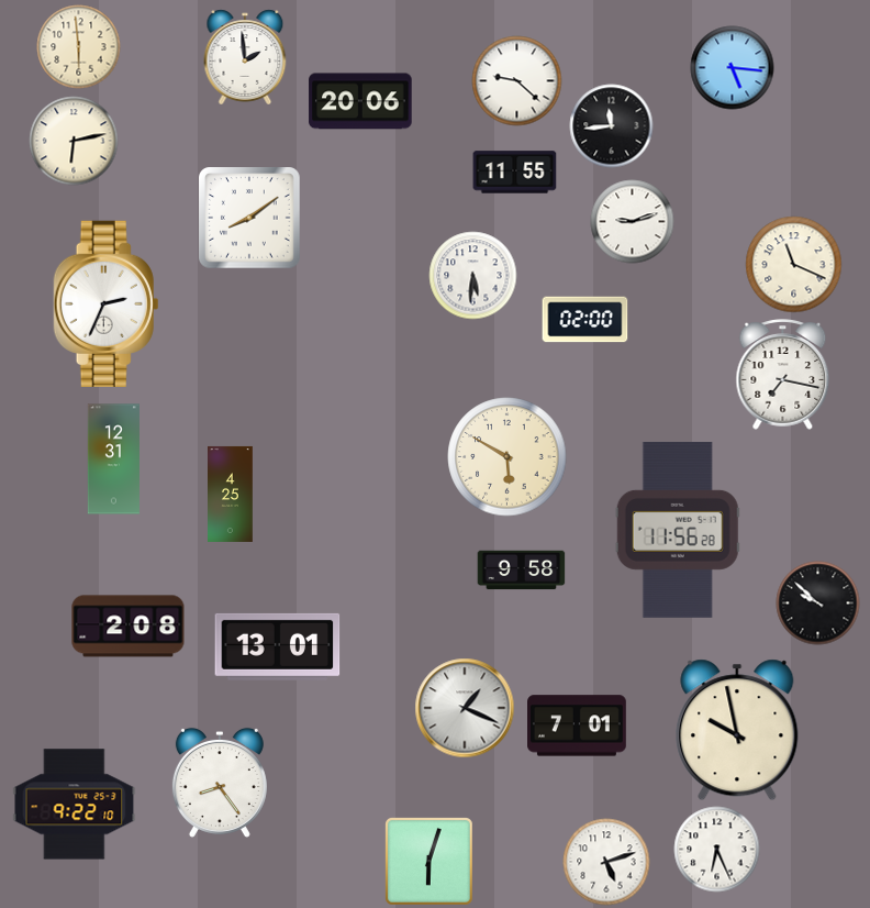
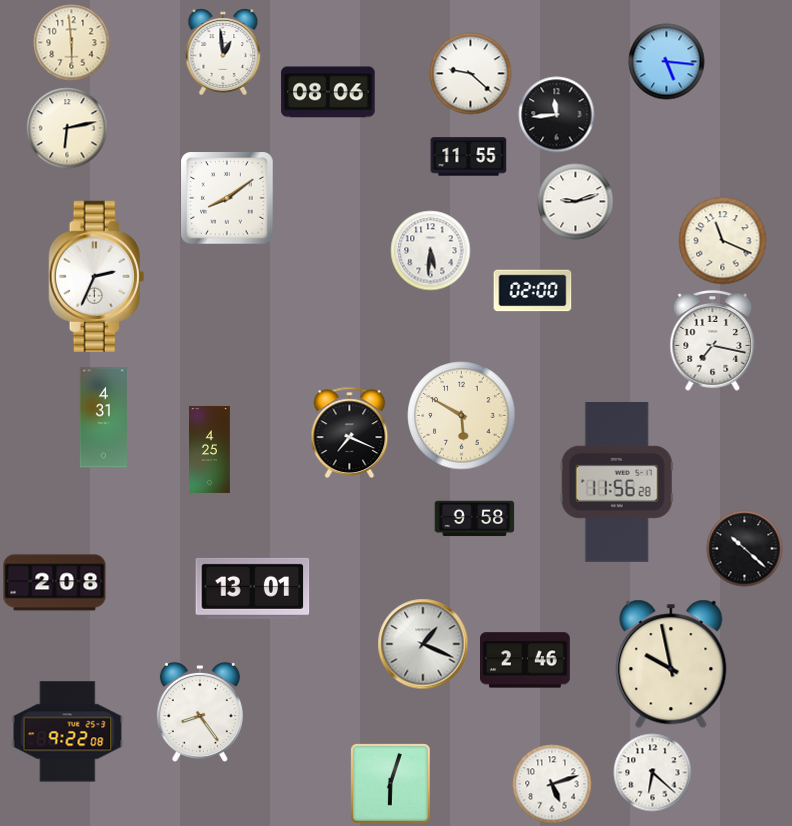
clock at (245, 57): 1:59 -> 12:59
clock at (360, 101): 20:06 -> 08:06
clock at (113, 459): 12:31 -> 4:31
clock at (350, 432): none -> 7:19
clock at (818, 604): 9:52 -> 10:22
clock at (129, 627) position: (129, 627) -> (55, 583)
clock at (578, 726): 7:01 -> 2:46
clock at (75, 805): 9:22:10 -> 9:22:08
clock at (717, 850): 6:26 -> 6:22
